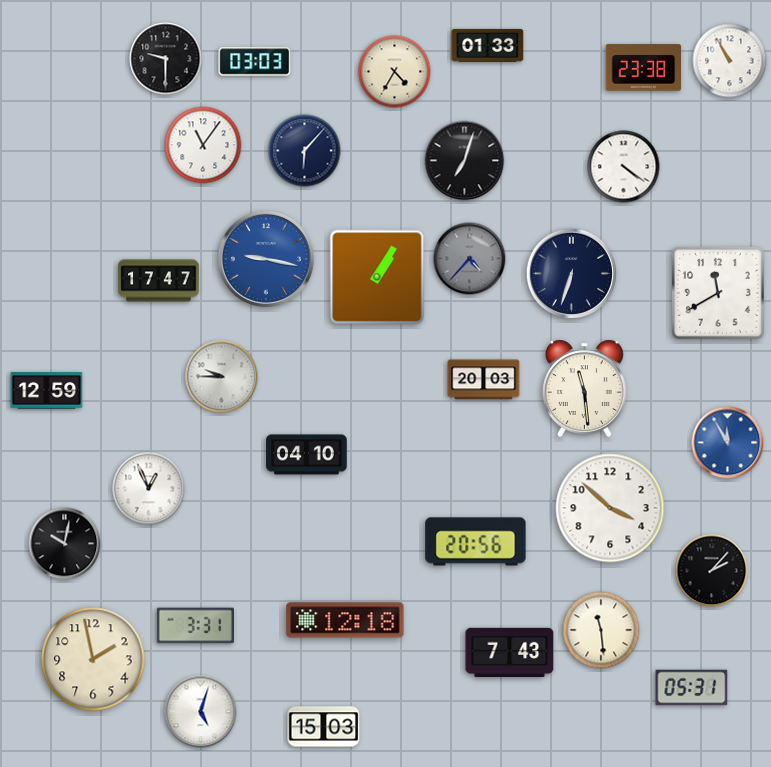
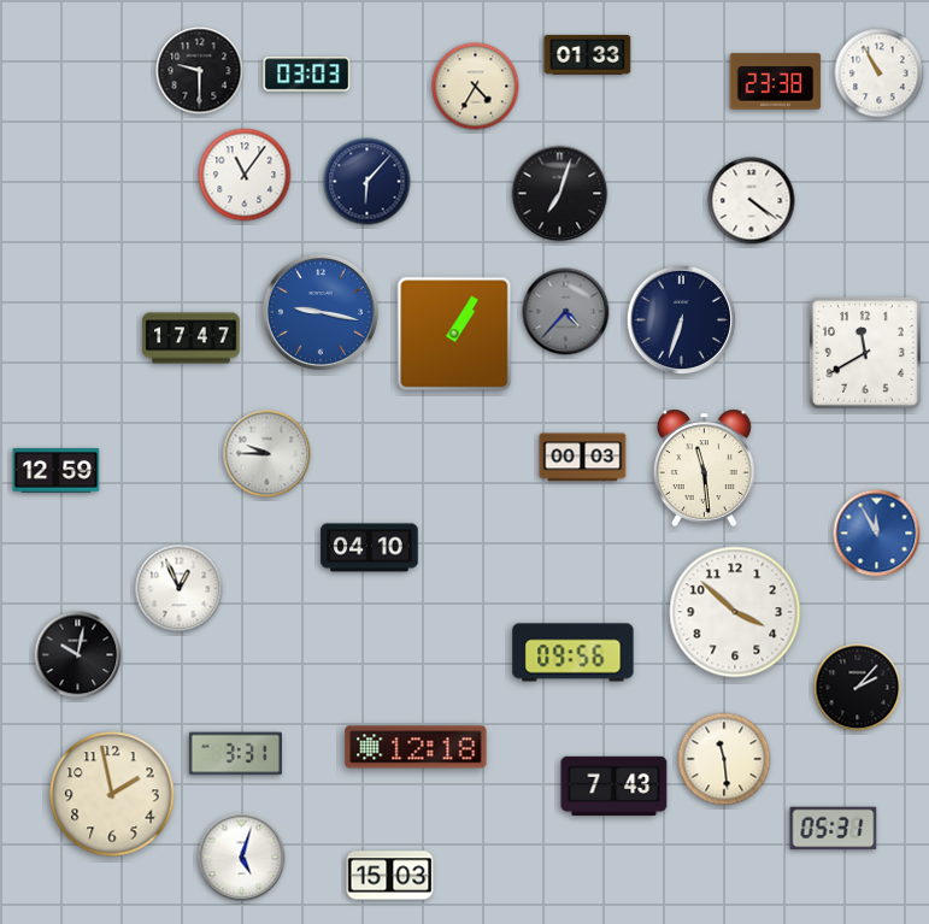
clock at (571, 273) position: (571, 273) -> (681, 319)
clock at (484, 380): 20:03 -> 00:03
clock at (476, 542): 20:56 -> 09:56
